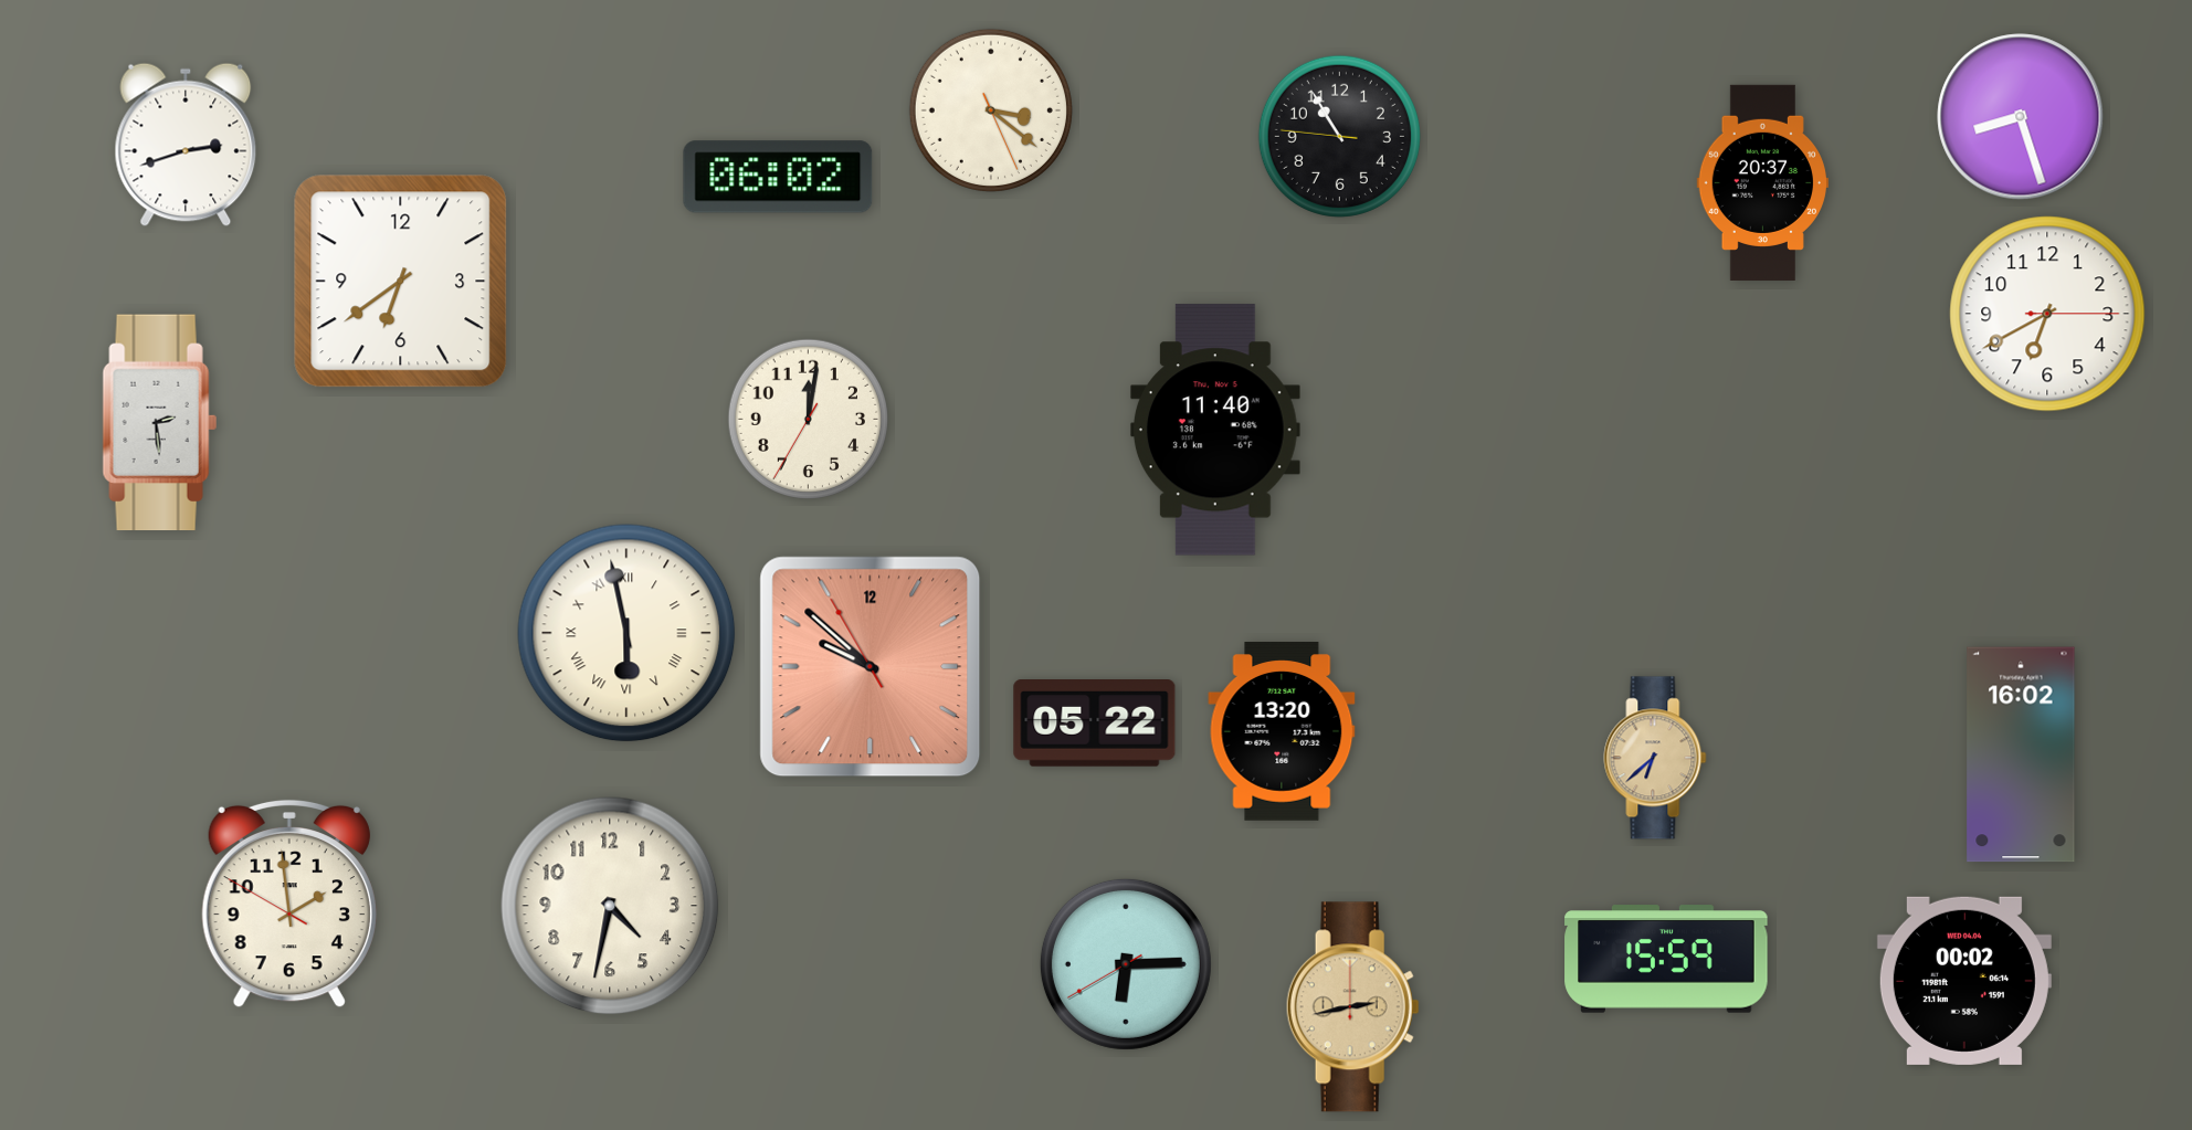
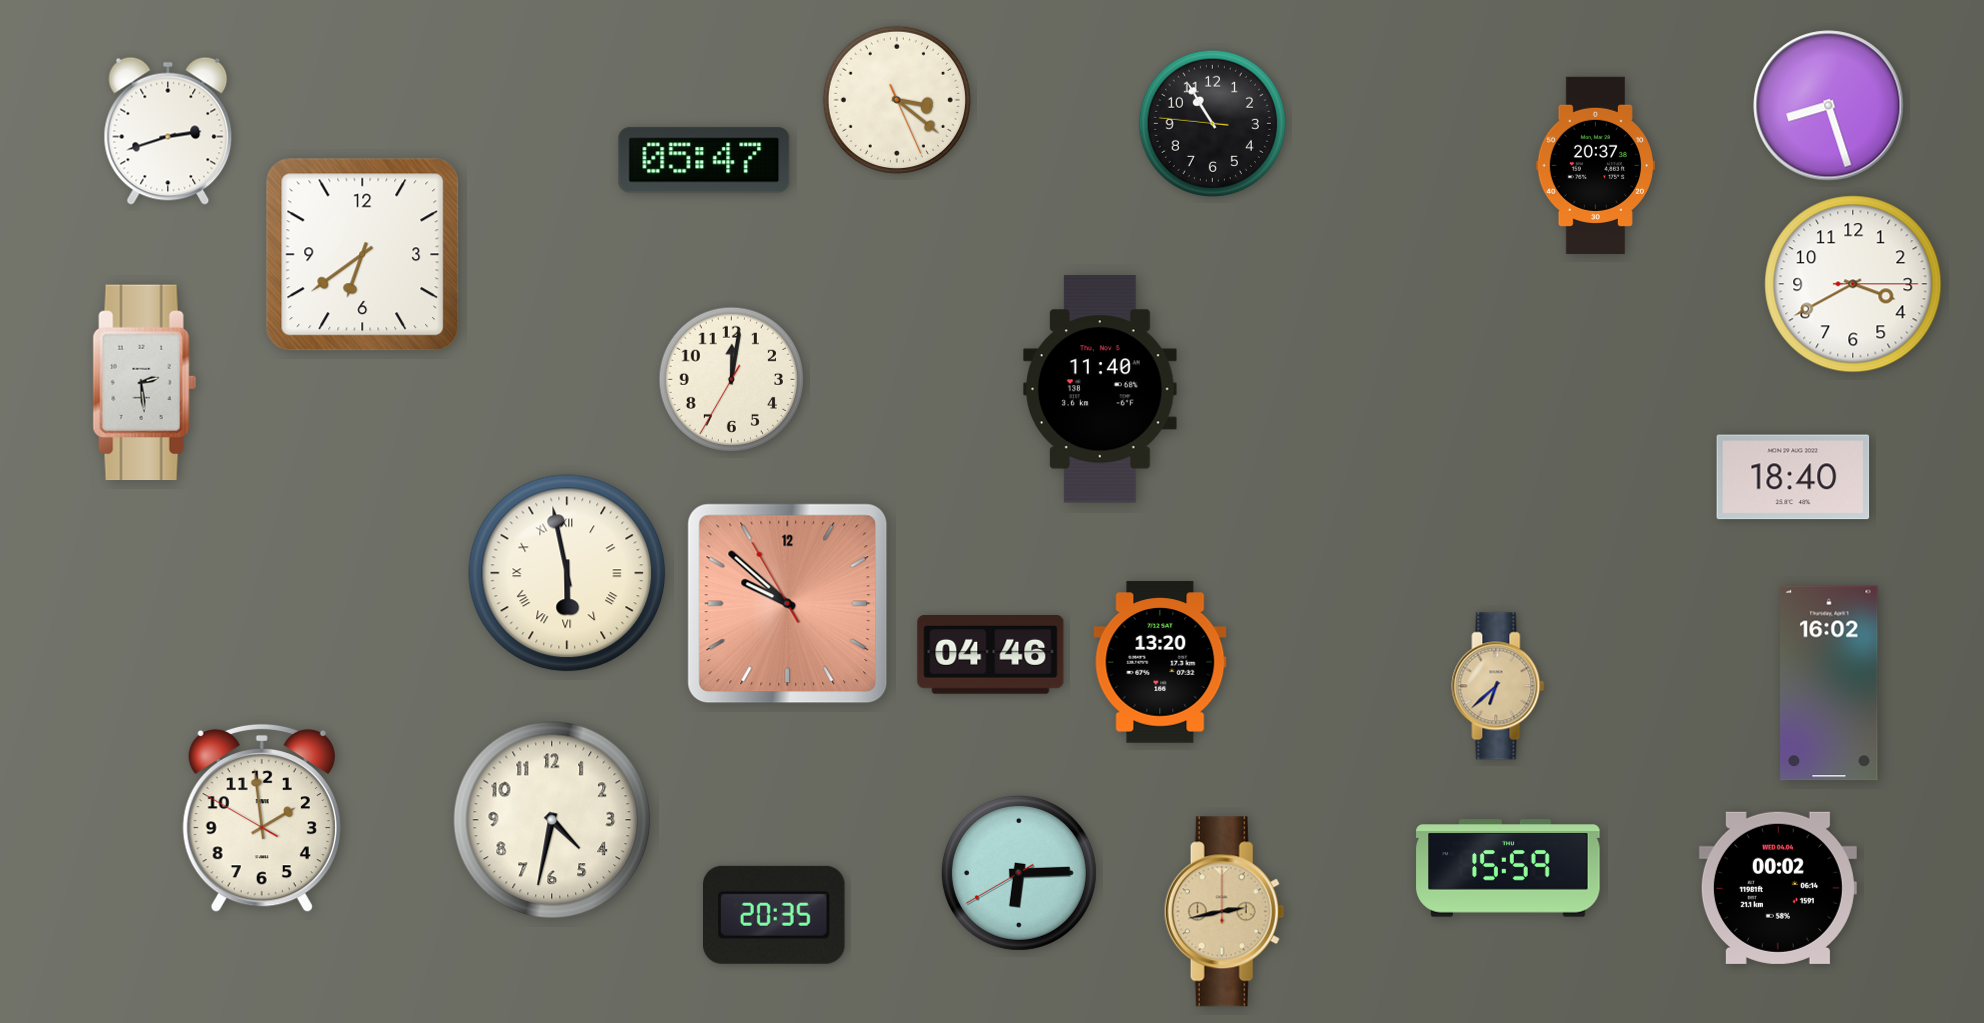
clock at (778, 177): 06:02 -> 05:47
clock at (2047, 314): 6:40 -> 3:40
clock at (1793, 477): none -> 18:40
clock at (1095, 724): 05:22 -> 04:46
clock at (775, 915): none -> 20:35
